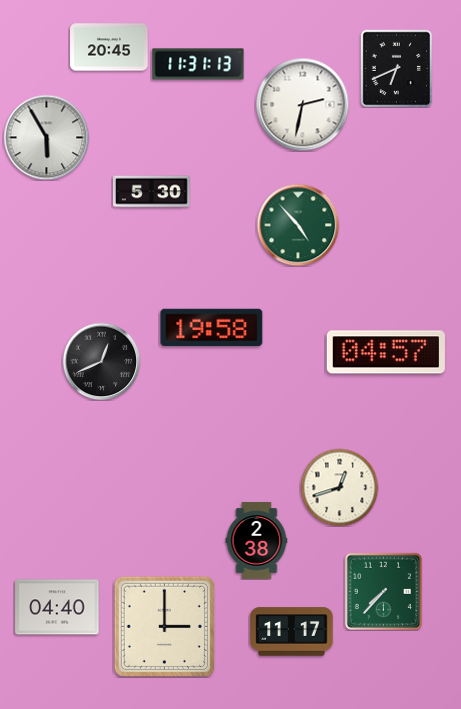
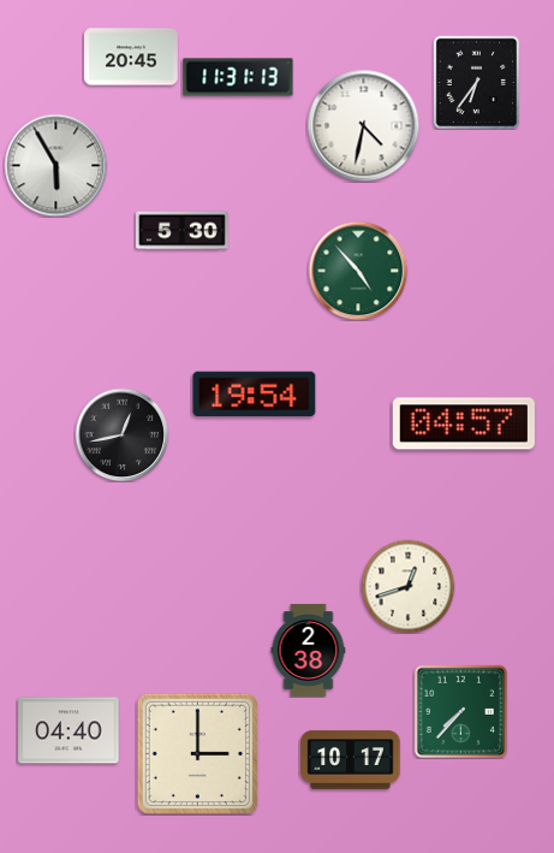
clock at (397, 68): 6:41 -> 6:36
clock at (302, 104): 2:32 -> 4:32
clock at (212, 327): 19:58 -> 19:54
clock at (101, 361): 12:41 -> 12:43
clock at (292, 632): 11:17 -> 10:17
